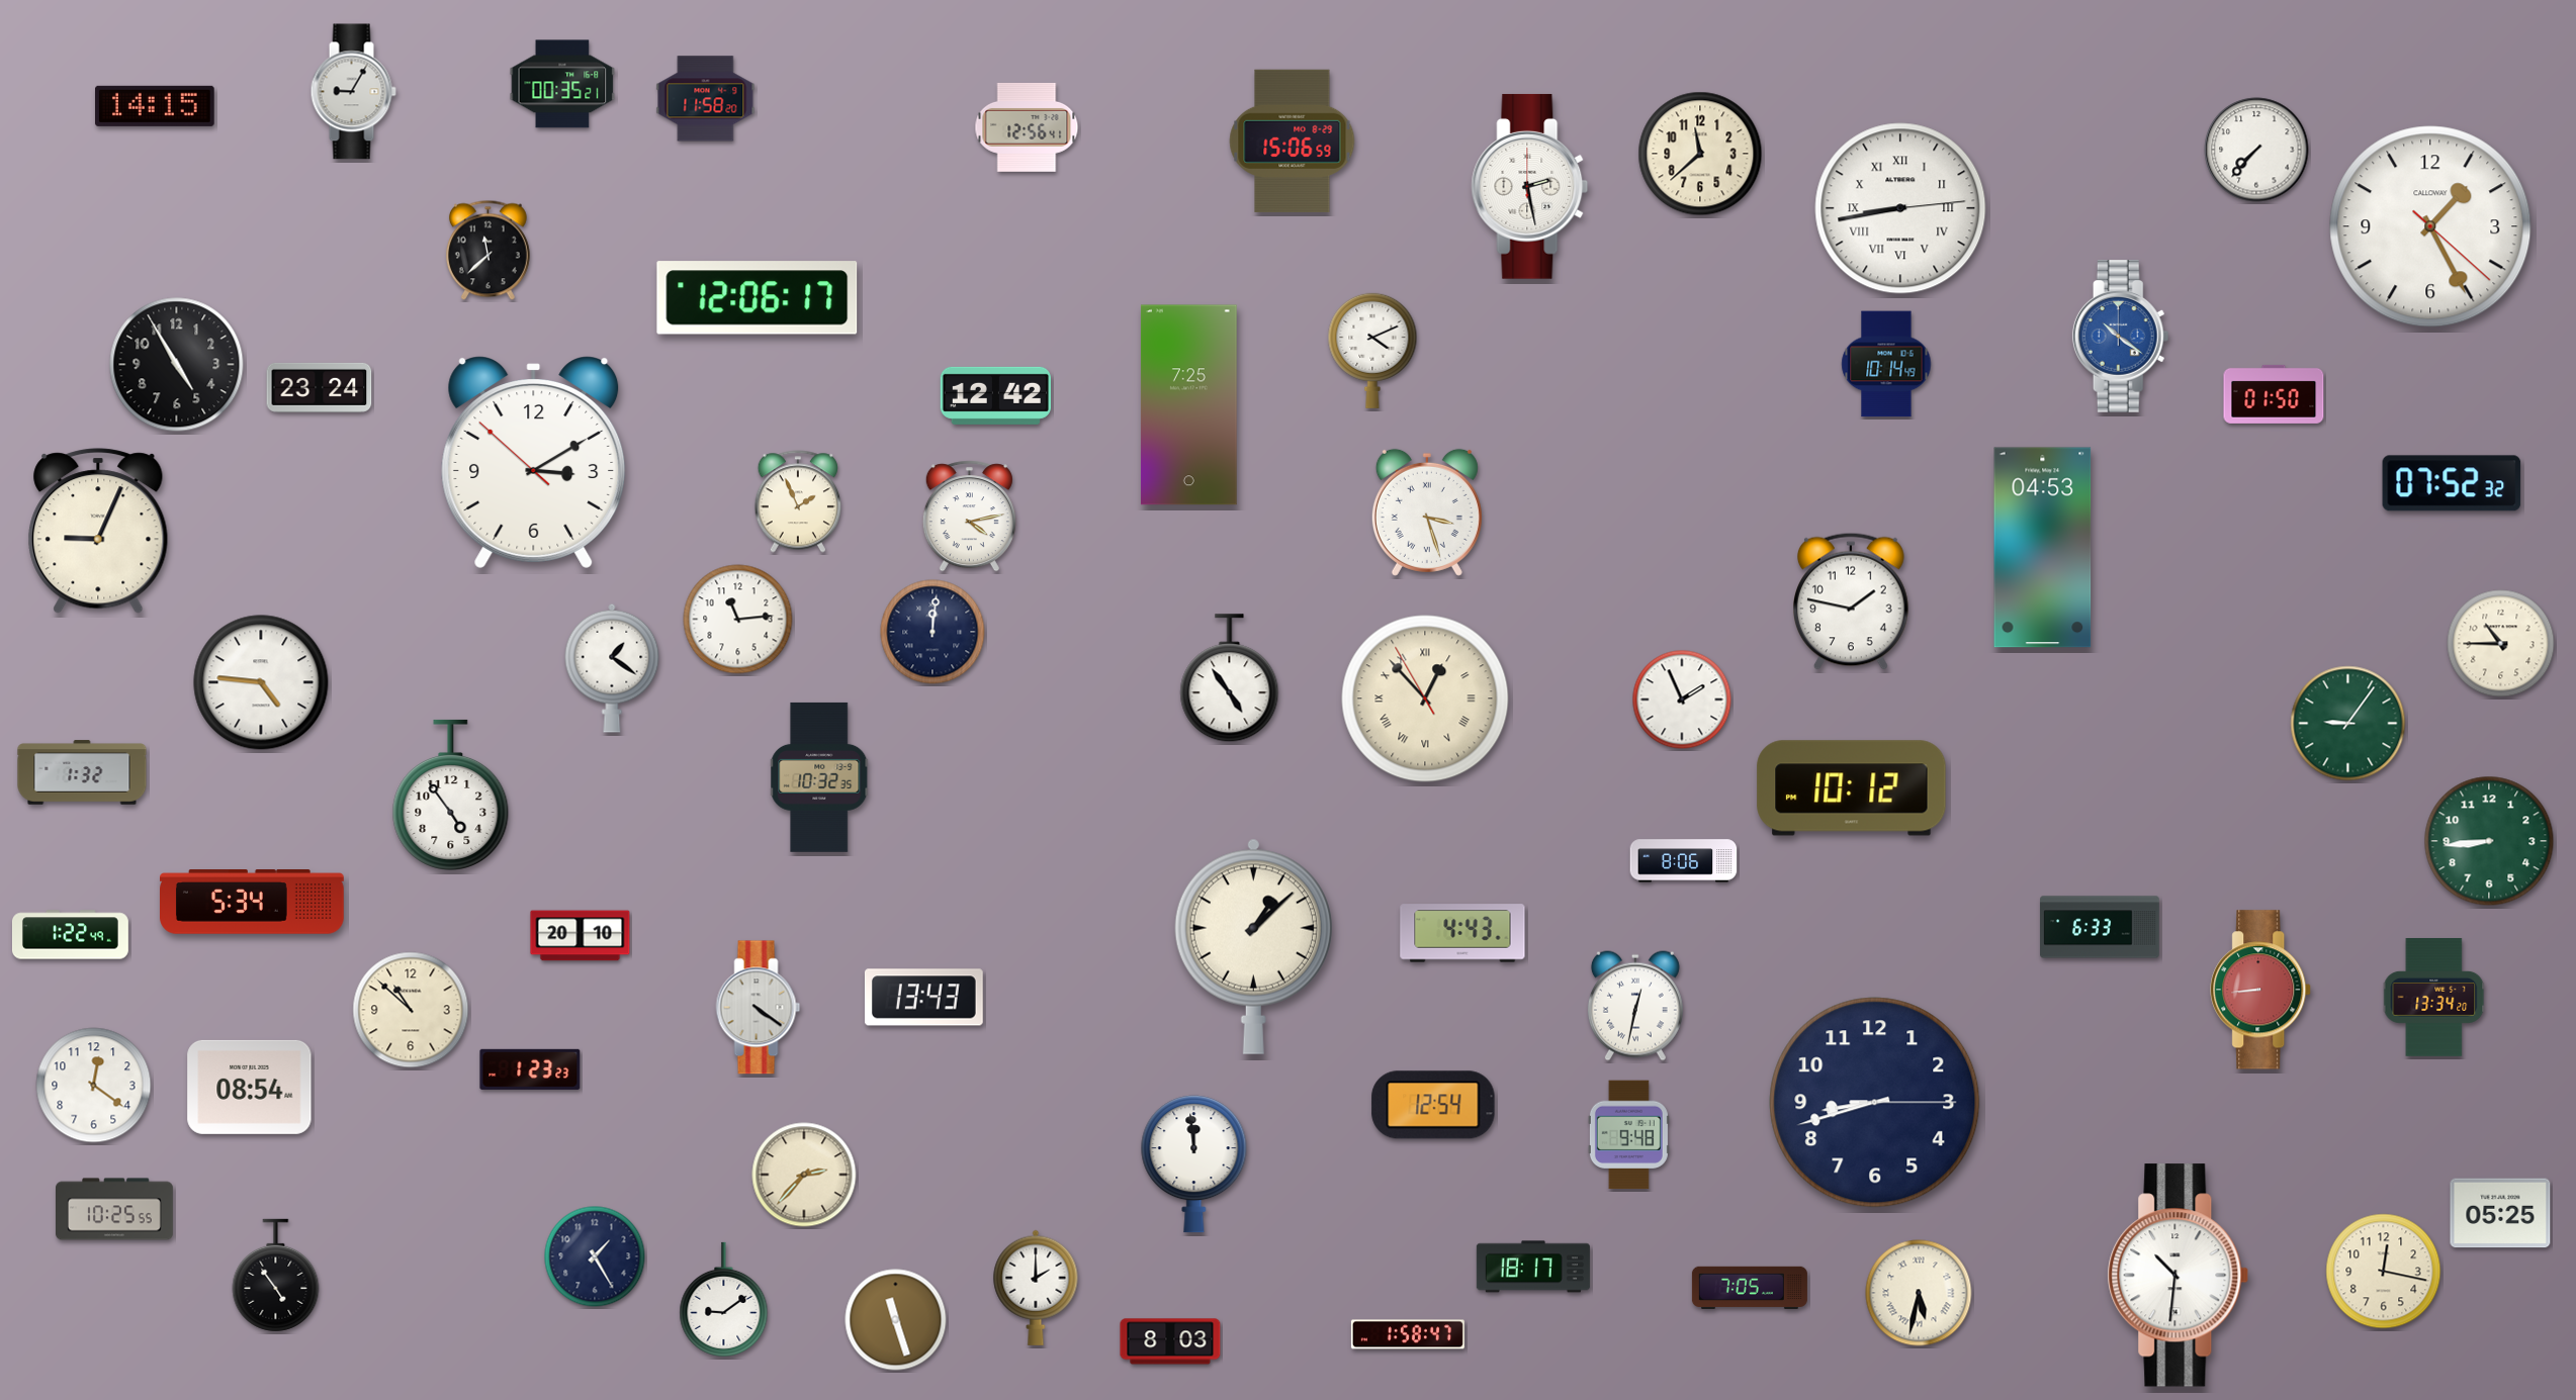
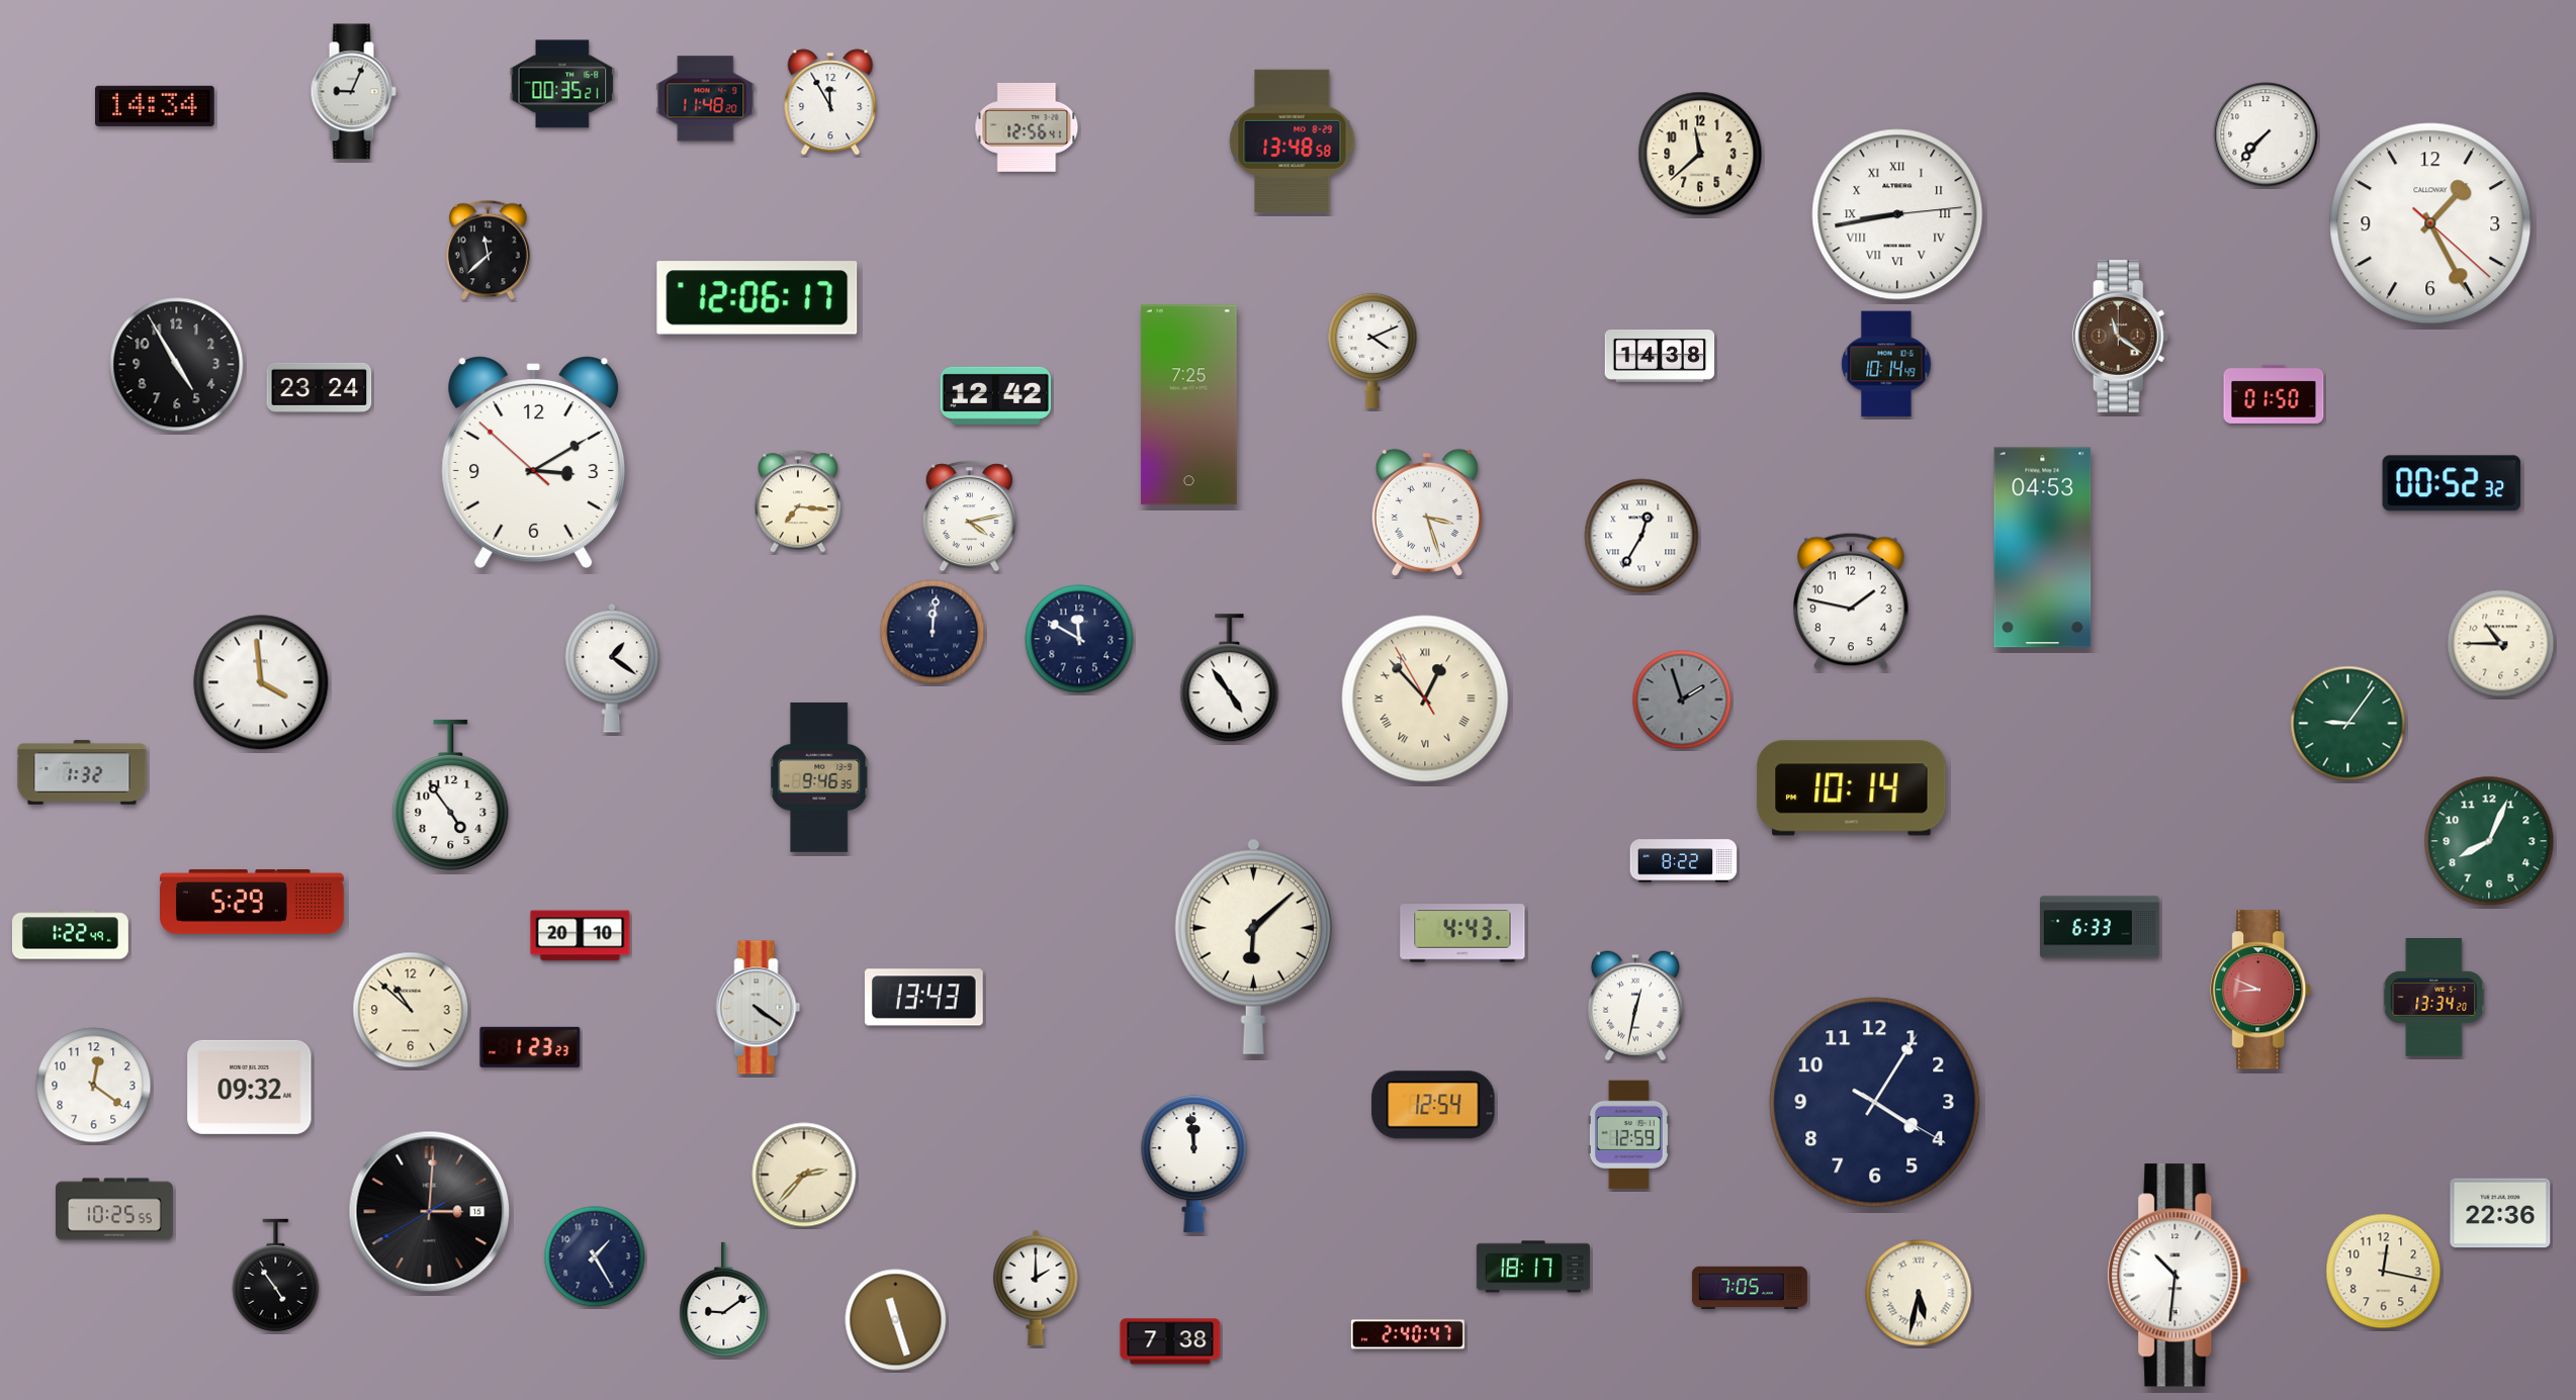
clock at (353, 92): 9:05 -> 9:04
clock at (706, 99): 11:58 -> 11:48
clock at (830, 102): none -> 11:55
clock at (156, 106): 14:15 -> 14:34
clock at (1293, 141): 15:06 -> 13:48
clock at (2256, 150) position: (2256, 150) -> (2266, 134)
clock at (1530, 186): 2:28 -> none
clock at (1900, 208) position: (1900, 208) -> (1897, 214)
clock at (2430, 226) position: (2430, 226) -> (2430, 223)
clock at (2121, 337): 10:21 -> 11:21
clock at (2121, 337) dial: blue -> brown
clock at (1660, 357): none -> 14:38
clock at (2452, 483): 07:52 -> 00:52
clock at (797, 501): 1:56 -> 7:16
clock at (98, 531): 9:04 -> none
clock at (1641, 536): none -> 12:35
clock at (738, 620): 11:14 -> none
clock at (1079, 639): none -> 11:50
clock at (261, 682): 4:46 -> 3:59
clock at (1682, 699): 1:56 -> 1:57
clock at (1682, 699) dial: white -> grey
clock at (820, 777): 10:32 -> 9:46
clock at (1852, 788): 10:12 -> 10:14
clock at (2489, 841): 8:44 -> 8:04
clock at (1684, 861): 8:06 -> 8:22
clock at (253, 902): 5:34 -> 5:29
clock at (1253, 946): 1:08 -> 6:08
clock at (2261, 990): 8:44 -> 8:49
clock at (530, 1069) position: (530, 1069) -> (530, 1047)
clock at (250, 1087): 08:54 -> 09:32
clock at (1875, 1103): 8:42 -> 4:05
clock at (1628, 1135): 9:48 -> 12:59
clock at (430, 1212): none -> 3:00
clock at (2500, 1213): 05:25 -> 22:36
clock at (1408, 1334): 1:58 -> 2:40
clock at (1170, 1341): 8:03 -> 7:38
